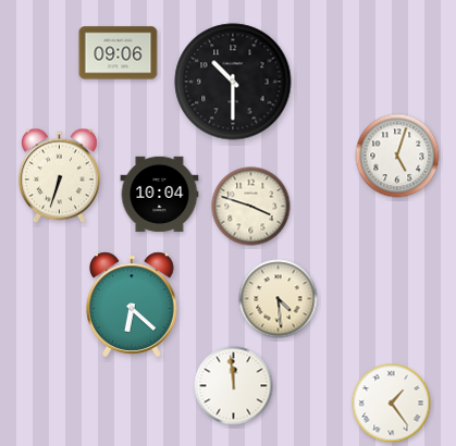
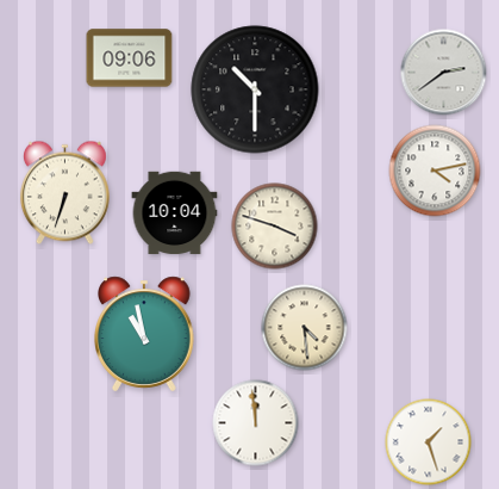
clock at (444, 73): none -> 2:39
clock at (397, 156): 5:03 -> 4:13
clock at (133, 305): 6:22 -> 10:58
clock at (392, 404): 1:24 -> 1:27
